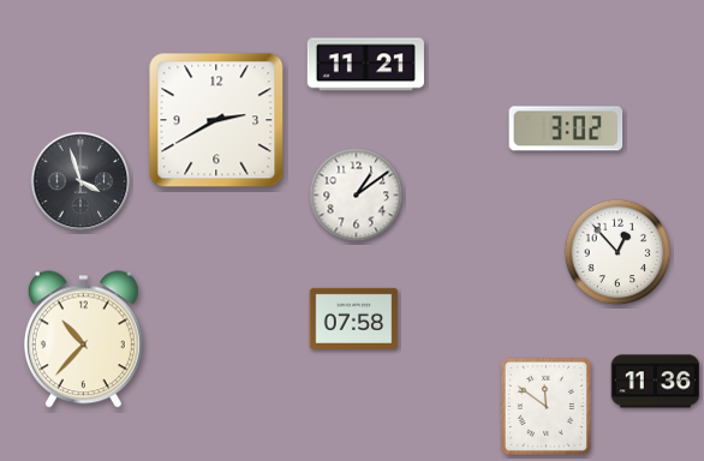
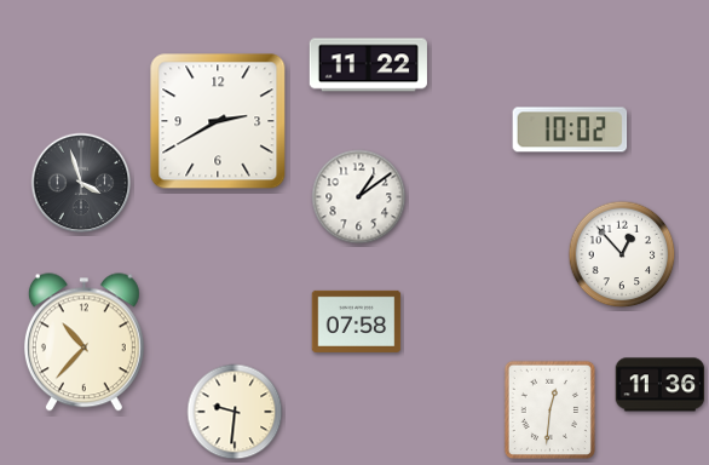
clock at (365, 65): 11:21 -> 11:22
clock at (566, 128): 3:02 -> 10:02
clock at (545, 406): 11:51 -> 12:31
clock at (235, 412): none -> 9:31
